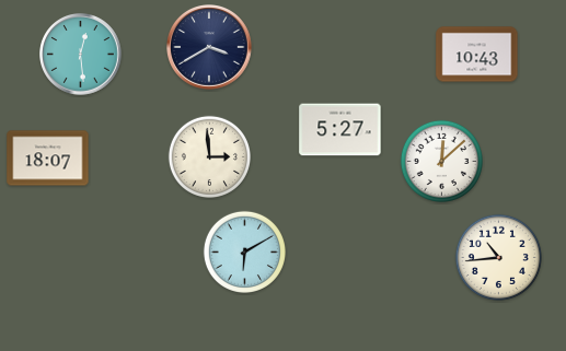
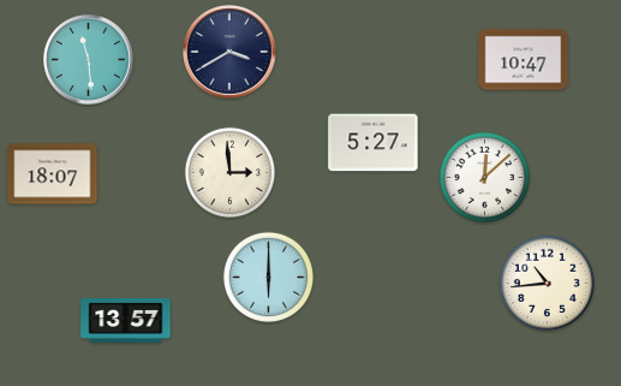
clock at (81, 55): 12:29 -> 11:29
clock at (477, 55): 10:43 -> 10:47
clock at (244, 251): 6:10 -> 6:00
clock at (126, 320): none -> 13:57
